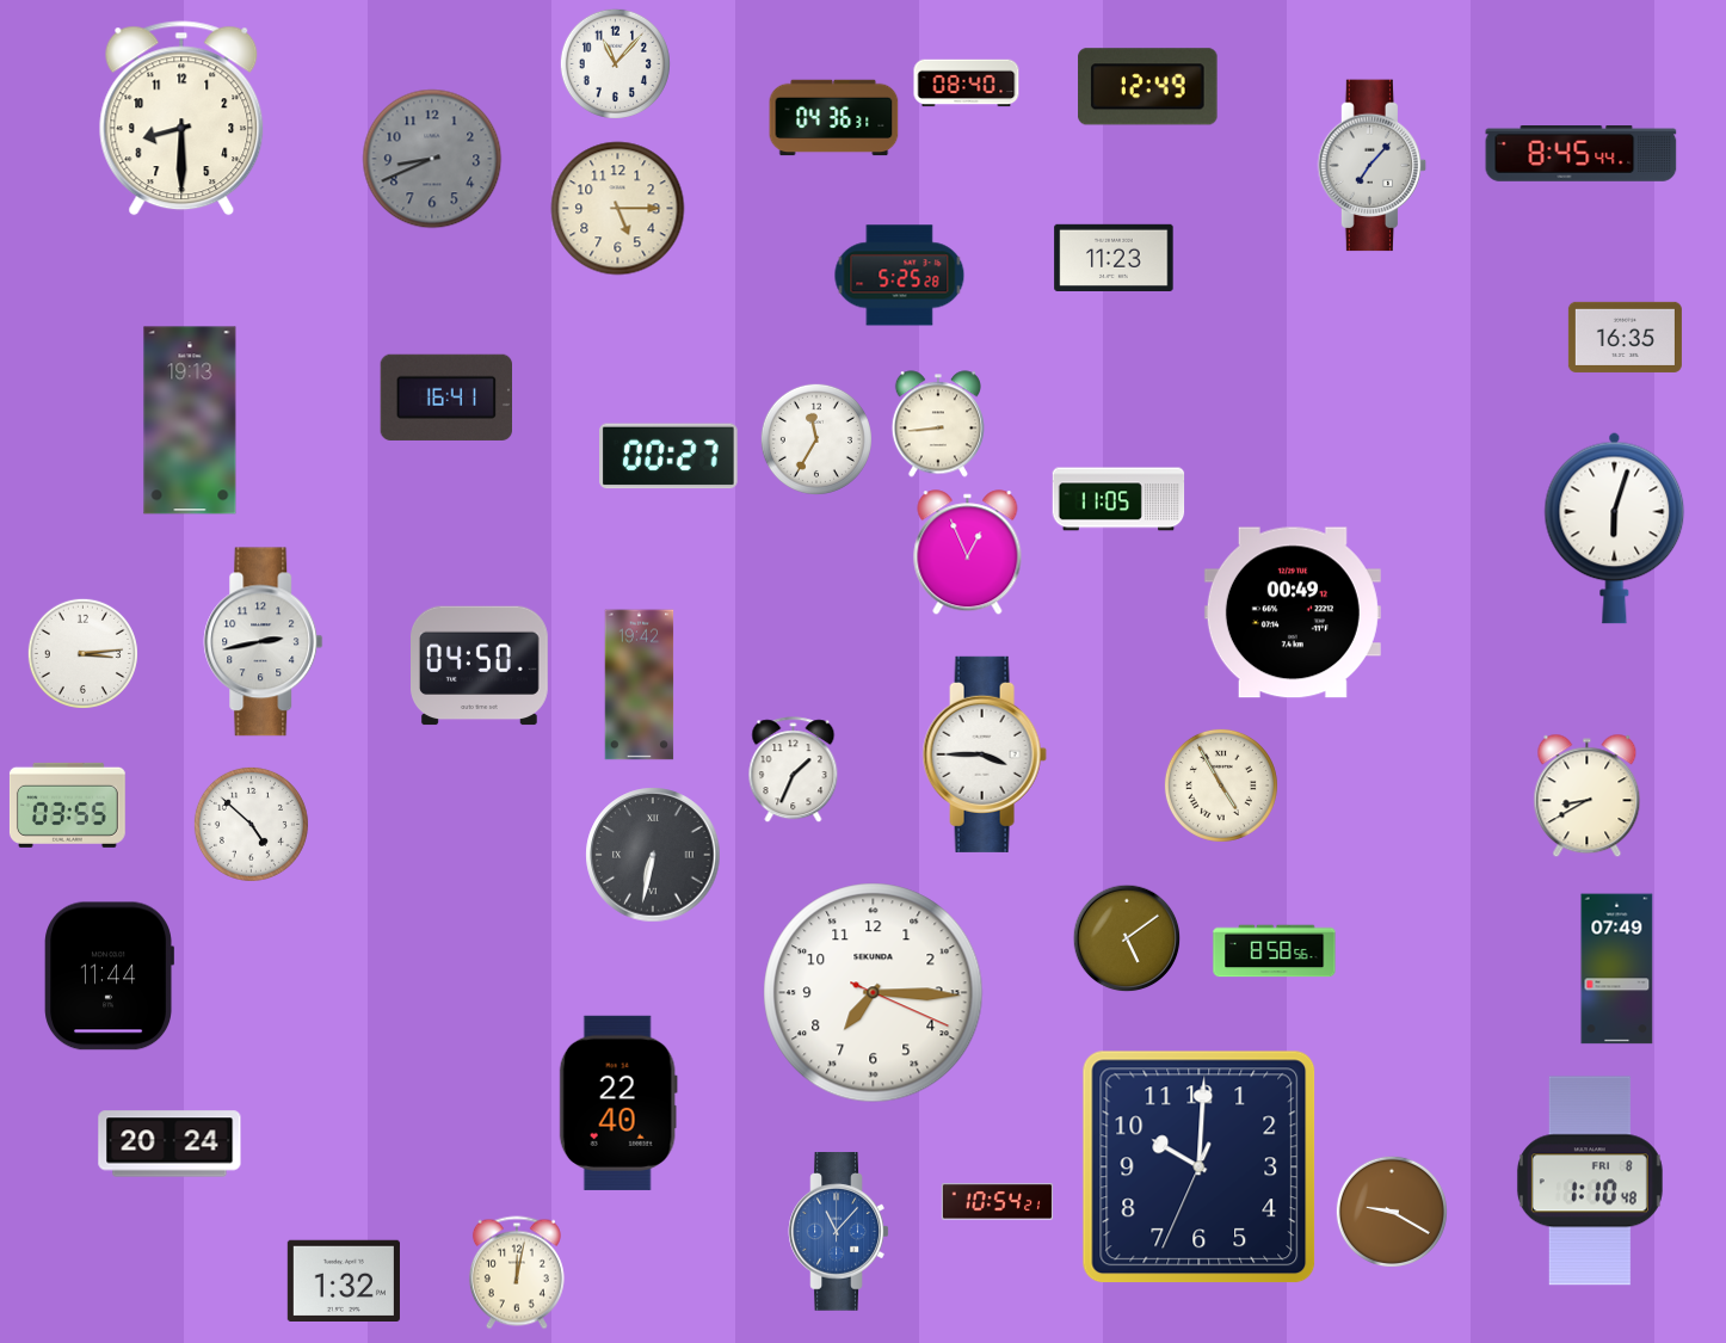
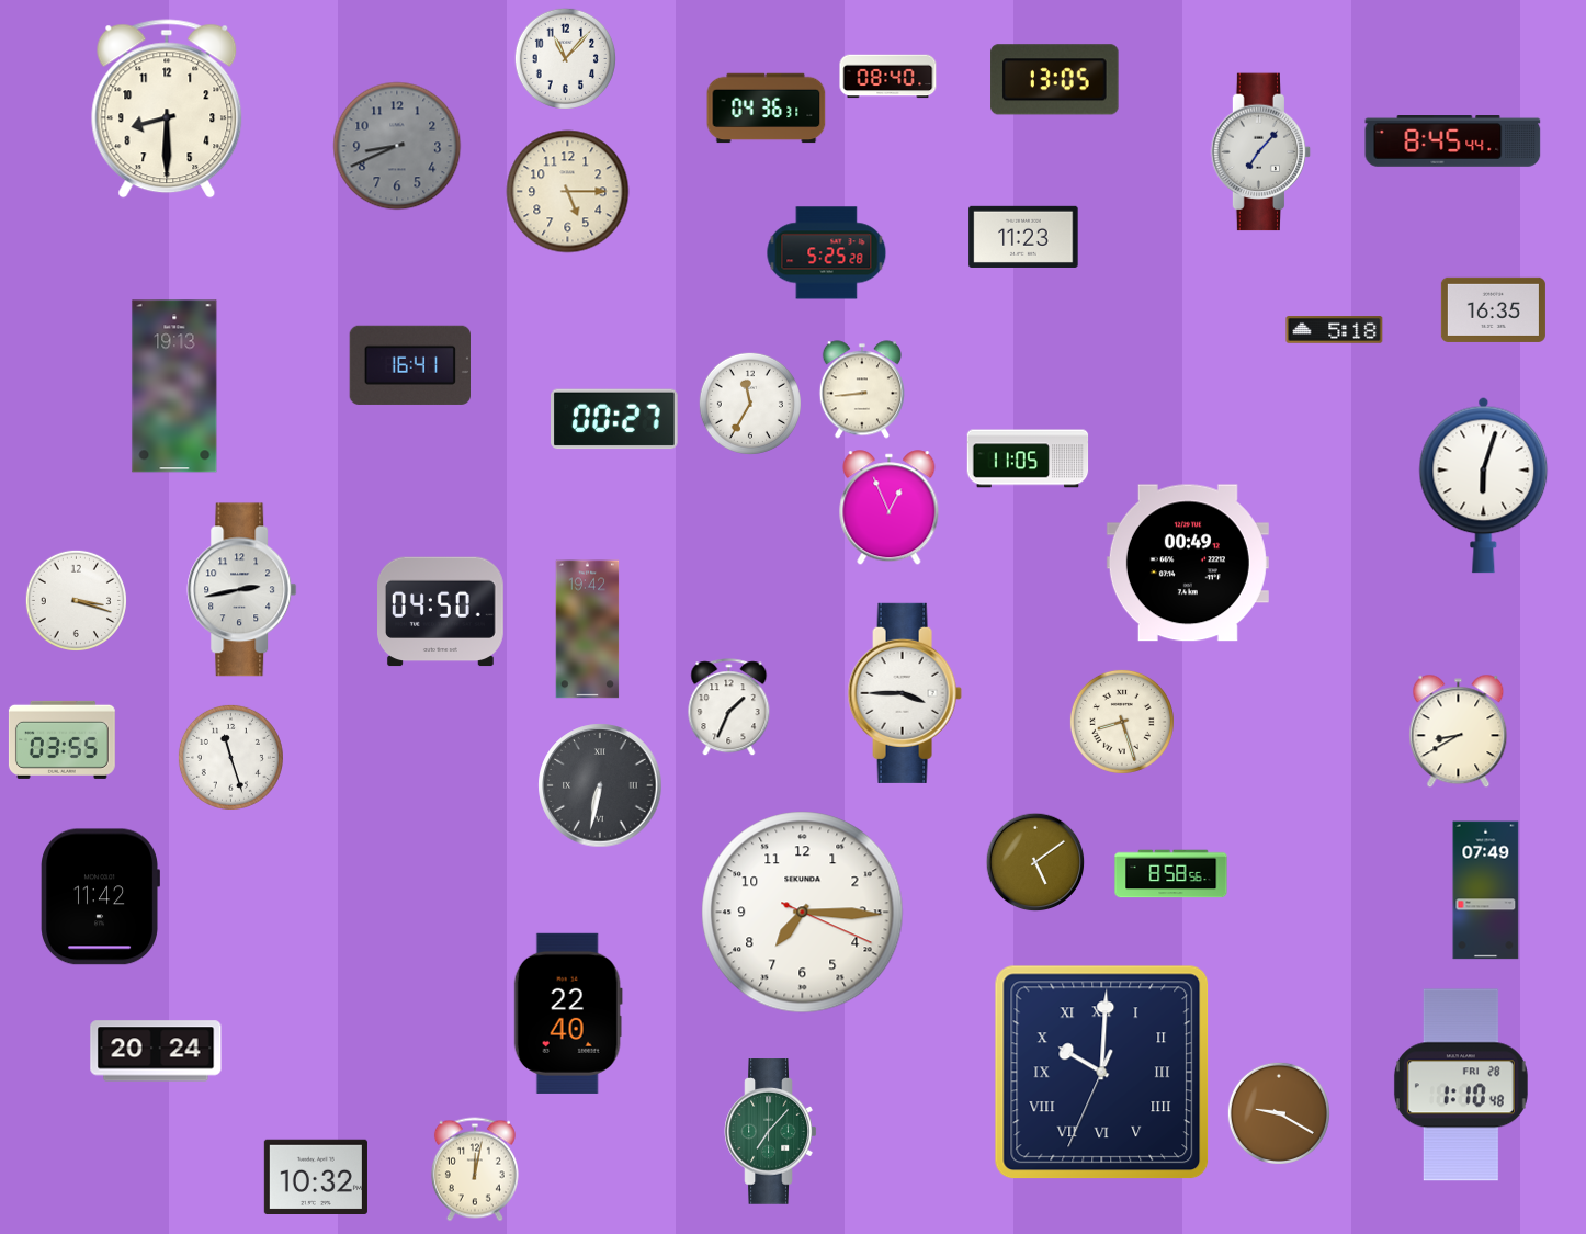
clock at (1148, 87): 12:49 -> 13:05
clock at (1335, 330): none -> 5:18
clock at (82, 653): 3:14 -> 3:18
clock at (1221, 786): 4:55 -> 8:27
clock at (251, 824): 4:52 -> 11:27
clock at (109, 977): 11:44 -> 11:42
clock at (1200, 1168) numerals: Arabic -> Roman
clock at (1590, 1181) date: FRI 8 -> FRI 28
clock at (998, 1202): 10:54 -> none
clock at (839, 1232): 11:07 -> 7:07
clock at (839, 1232) dial: blue -> green
clock at (344, 1280): 1:32 -> 10:32
